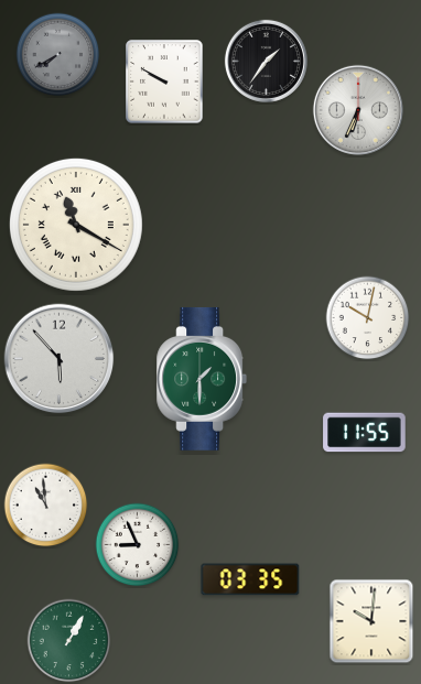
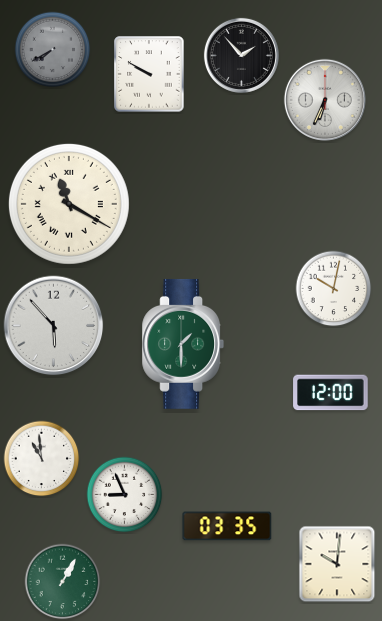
clock at (266, 61): 1:36 -> 1:53
clock at (365, 433): 11:55 -> 12:00
